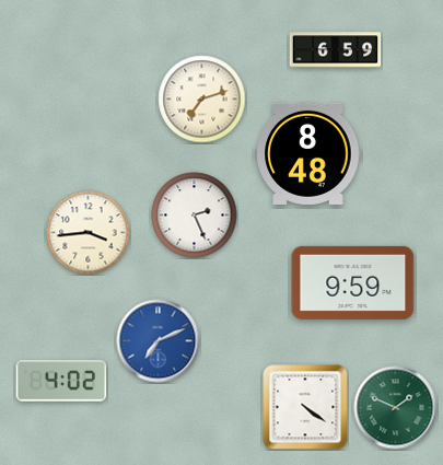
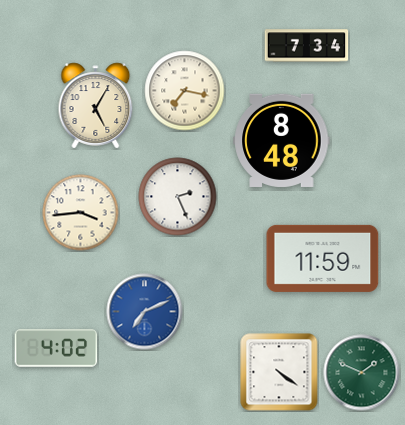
clock at (336, 50): 6:59 -> 7:34
clock at (202, 100): 7:12 -> 7:17
clock at (96, 106): none -> 5:05
clock at (353, 282): 9:59 -> 11:59
